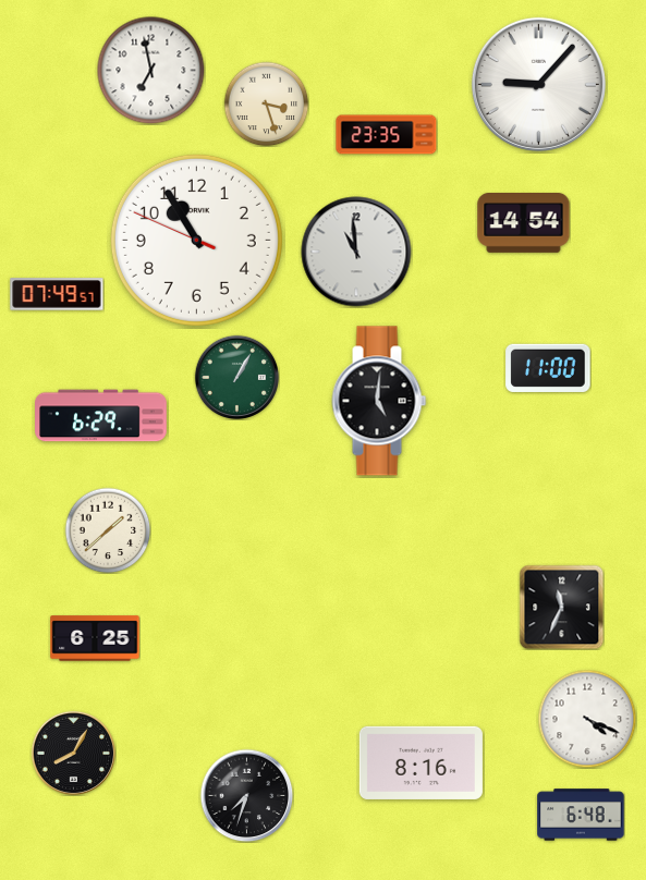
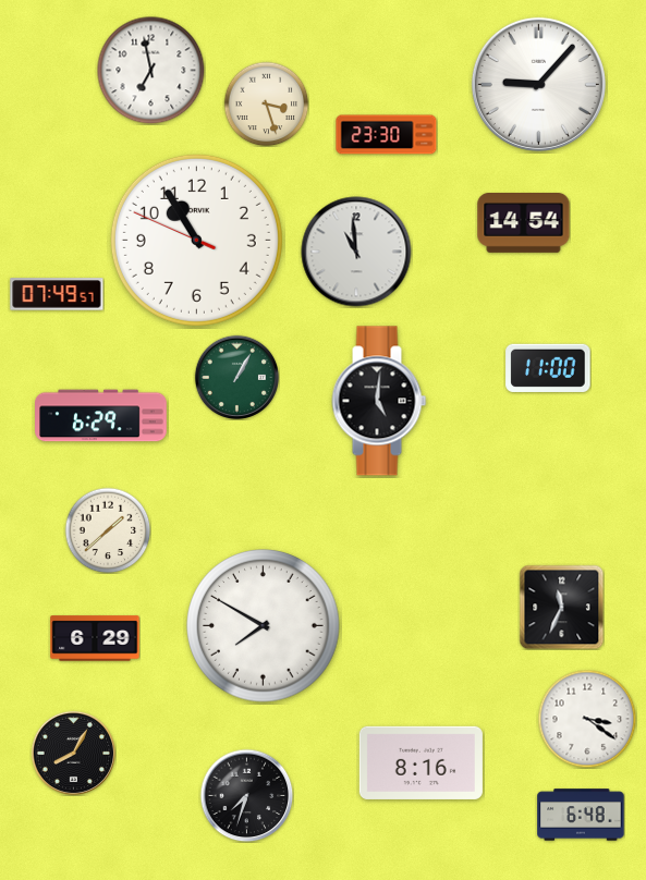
clock at (387, 135): 23:35 -> 23:30
clock at (264, 626): none -> 7:50
clock at (95, 638): 6:25 -> 6:29
clock at (587, 719): 4:19 -> 3:21
